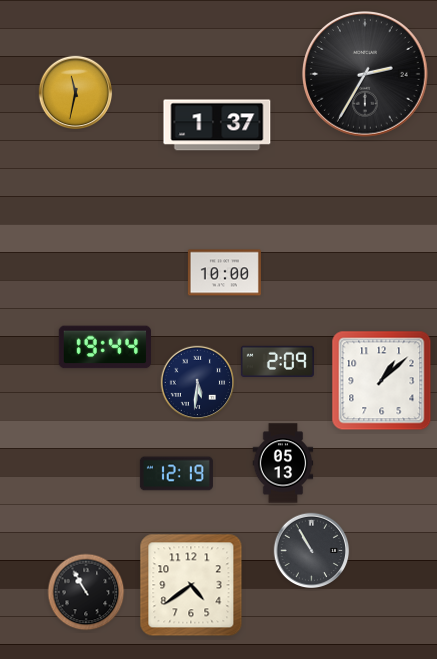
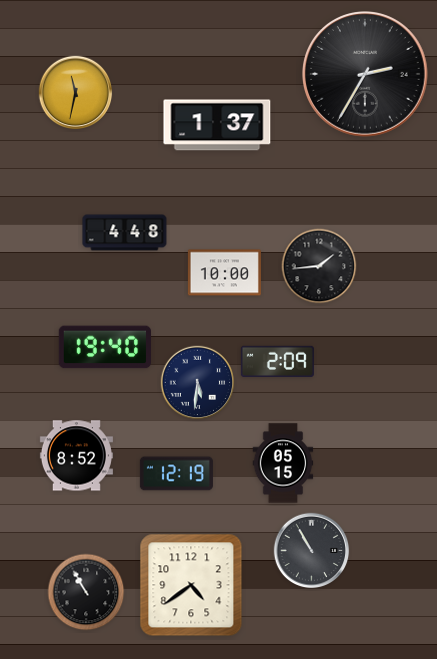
clock at (125, 233): none -> 4:48
clock at (319, 266): none -> 1:44
clock at (104, 347): 19:44 -> 19:40
clock at (382, 381): 1:08 -> none
clock at (76, 456): none -> 8:52
clock at (283, 463): 05:13 -> 05:15
